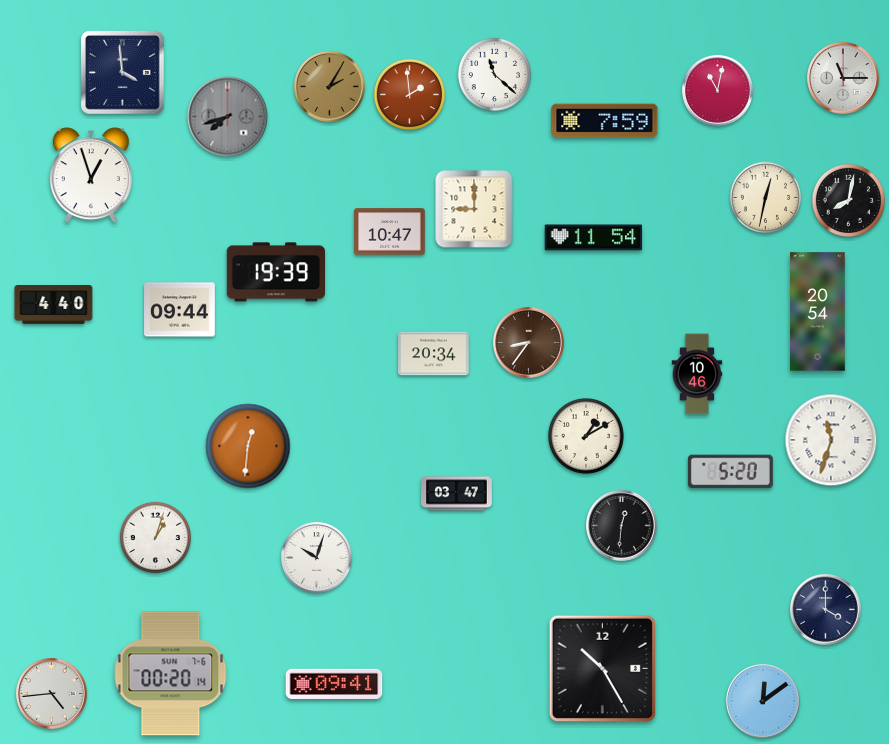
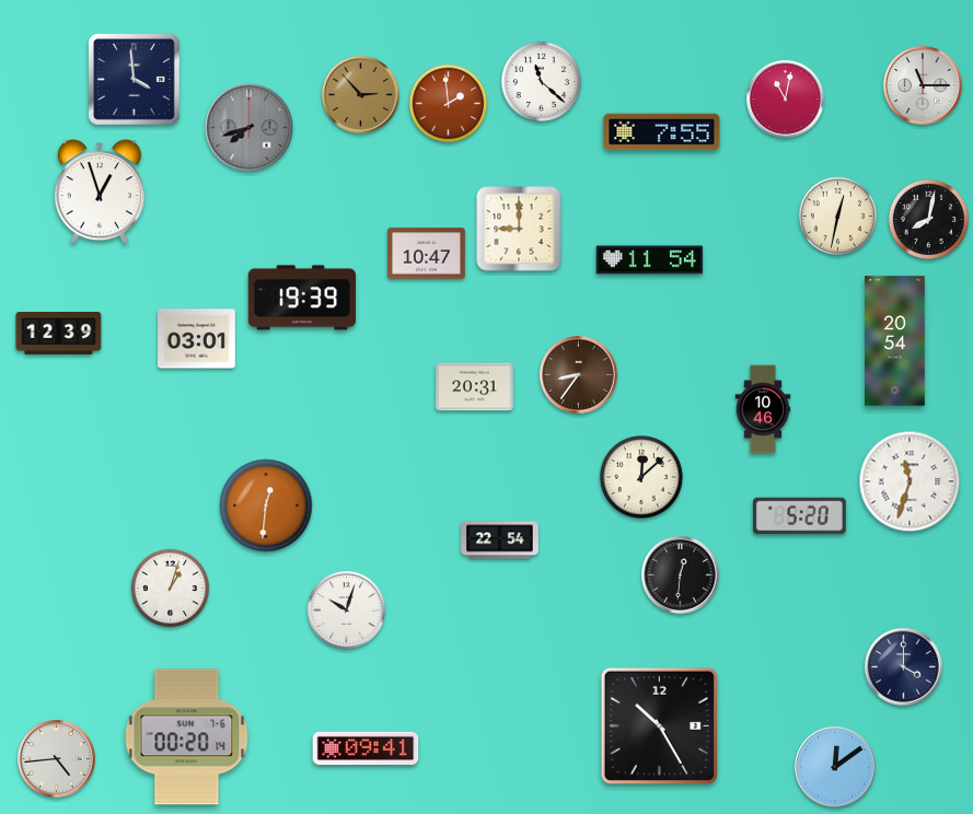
clock at (330, 87): 2:05 -> 2:53
clock at (605, 121): 7:59 -> 7:55
clock at (54, 305): 4:40 -> 12:39
clock at (180, 310): 09:44 -> 03:01
clock at (434, 354): 20:34 -> 20:31
clock at (586, 436): 1:10 -> 12:08
clock at (248, 446) position: (248, 446) -> (266, 505)
clock at (457, 494): 03:47 -> 22:54
clock at (602, 668) position: (602, 668) -> (659, 725)
